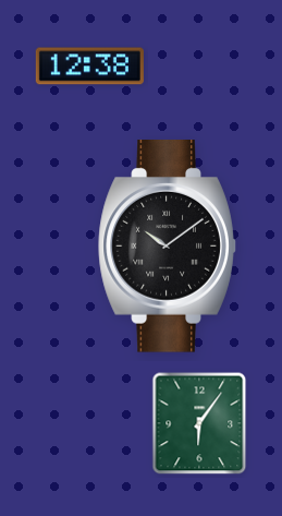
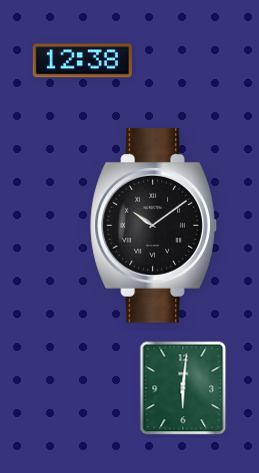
clock at (199, 423): 6:06 -> 6:01
